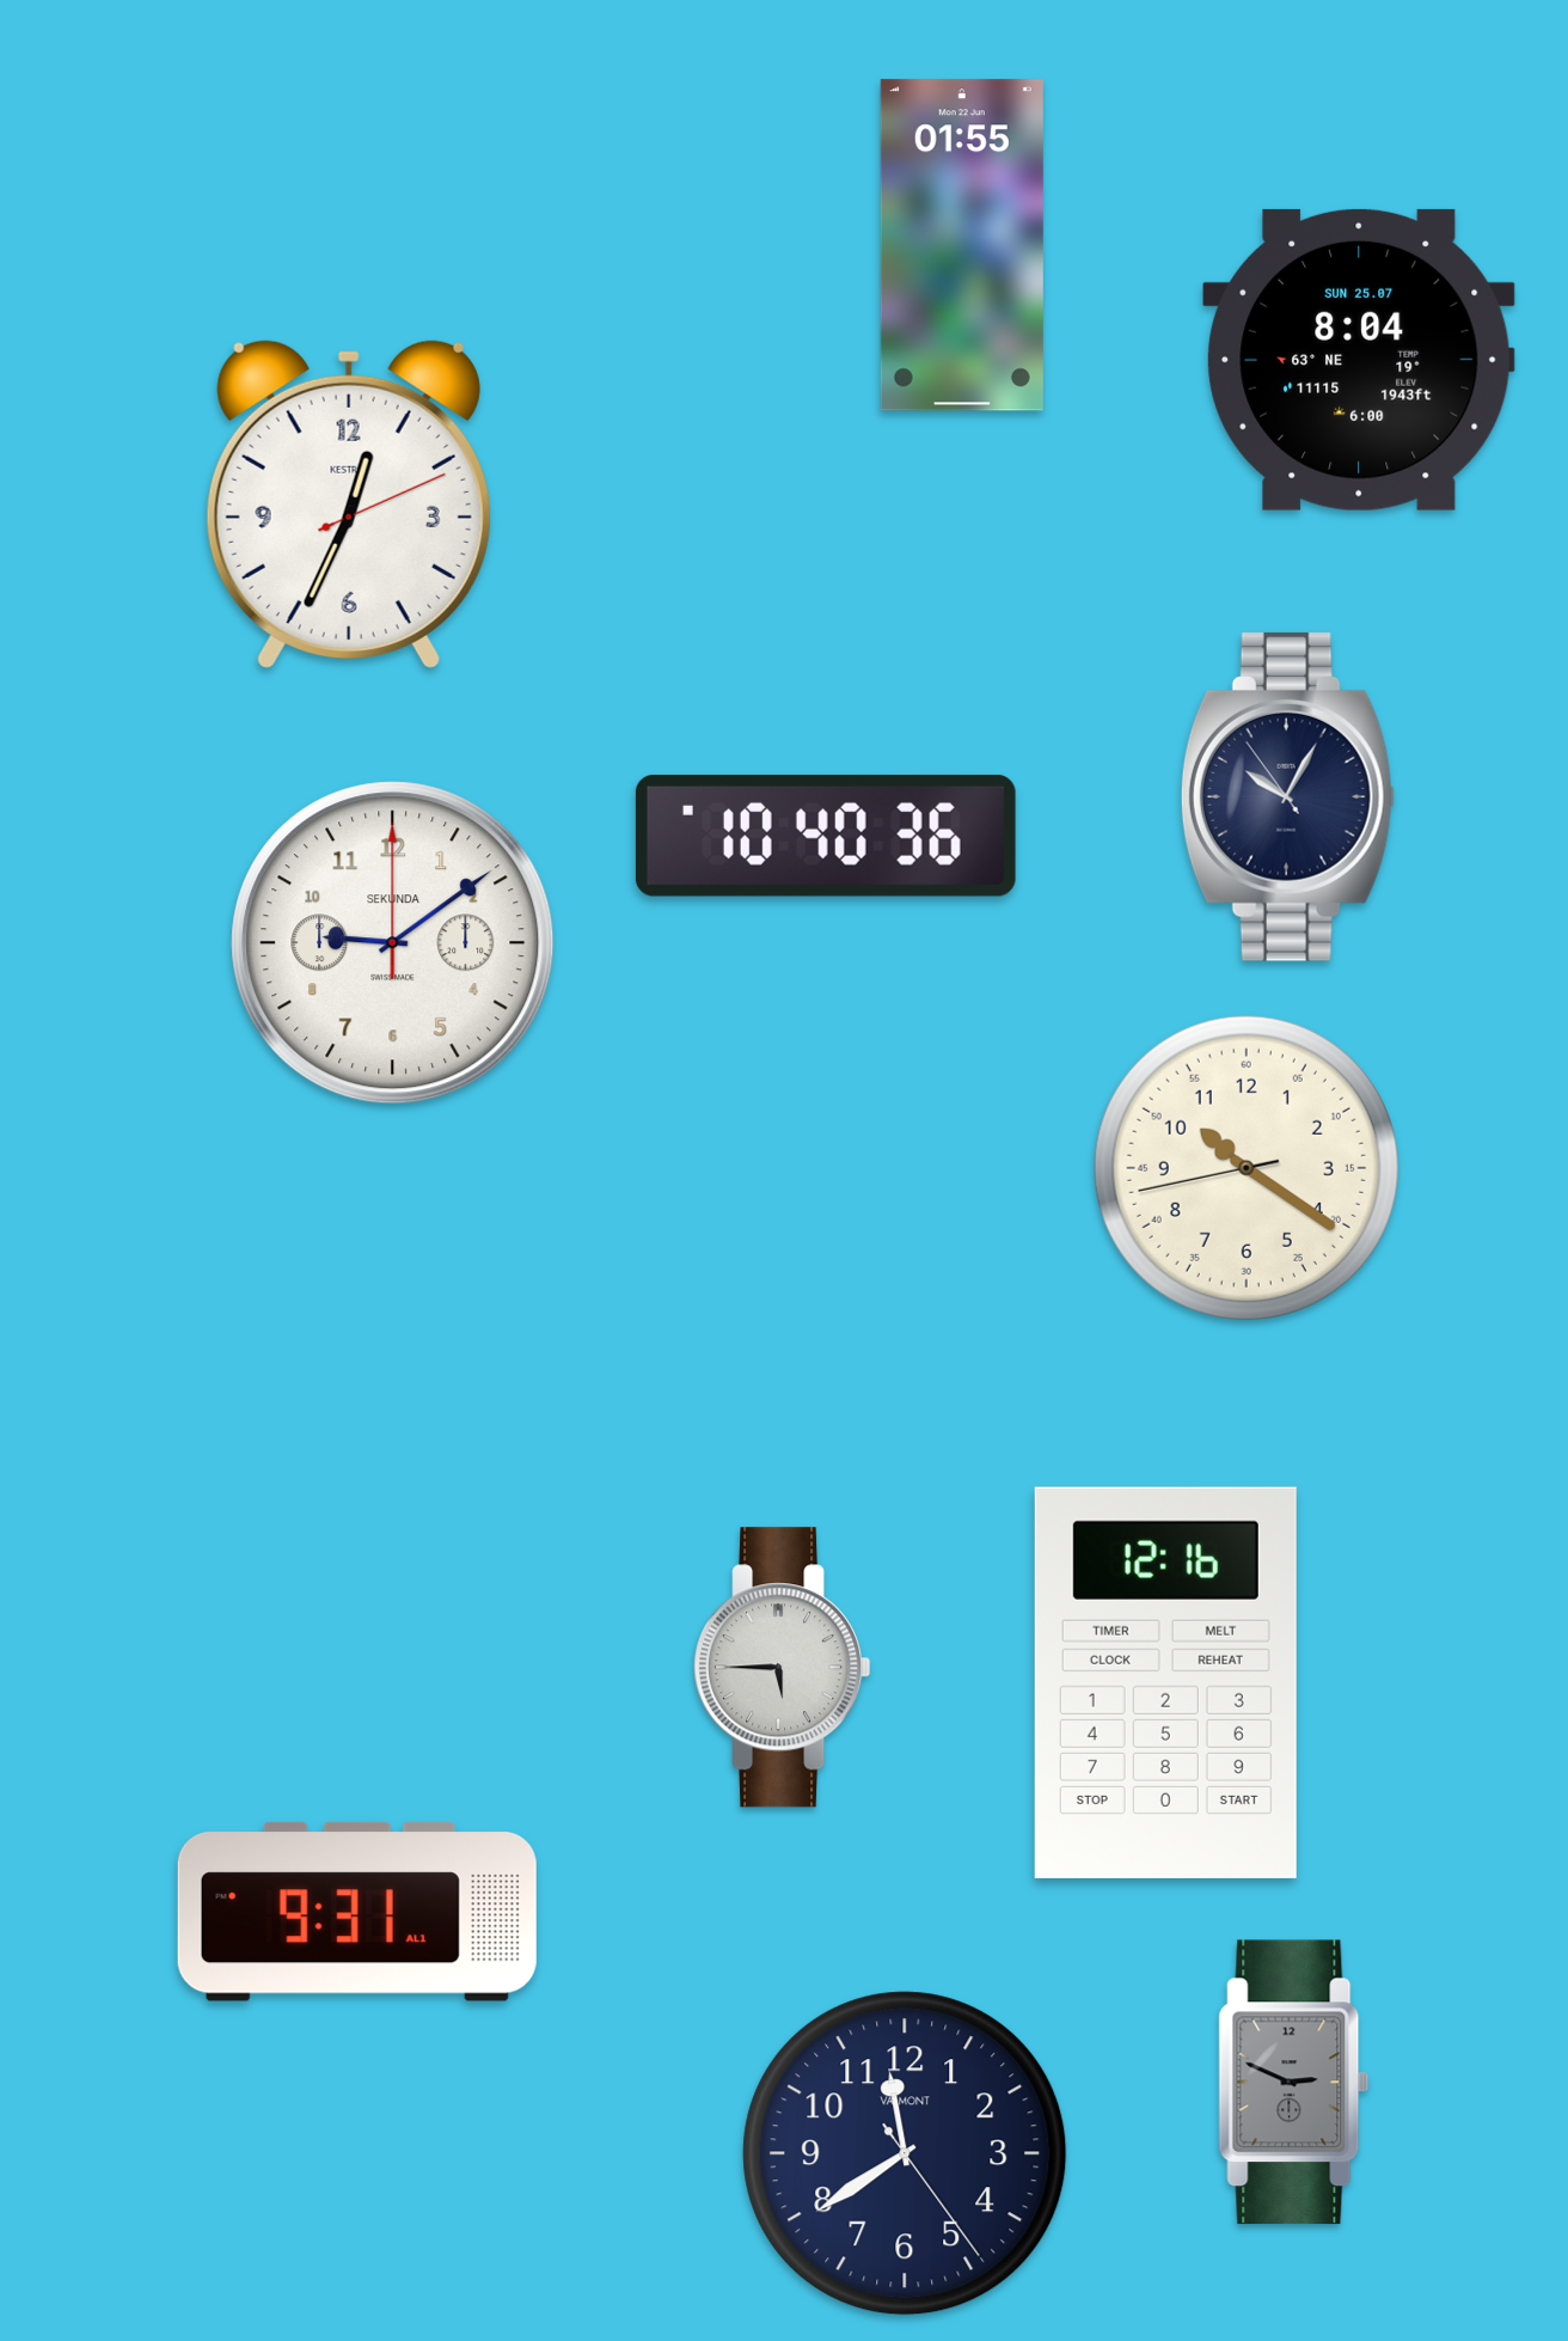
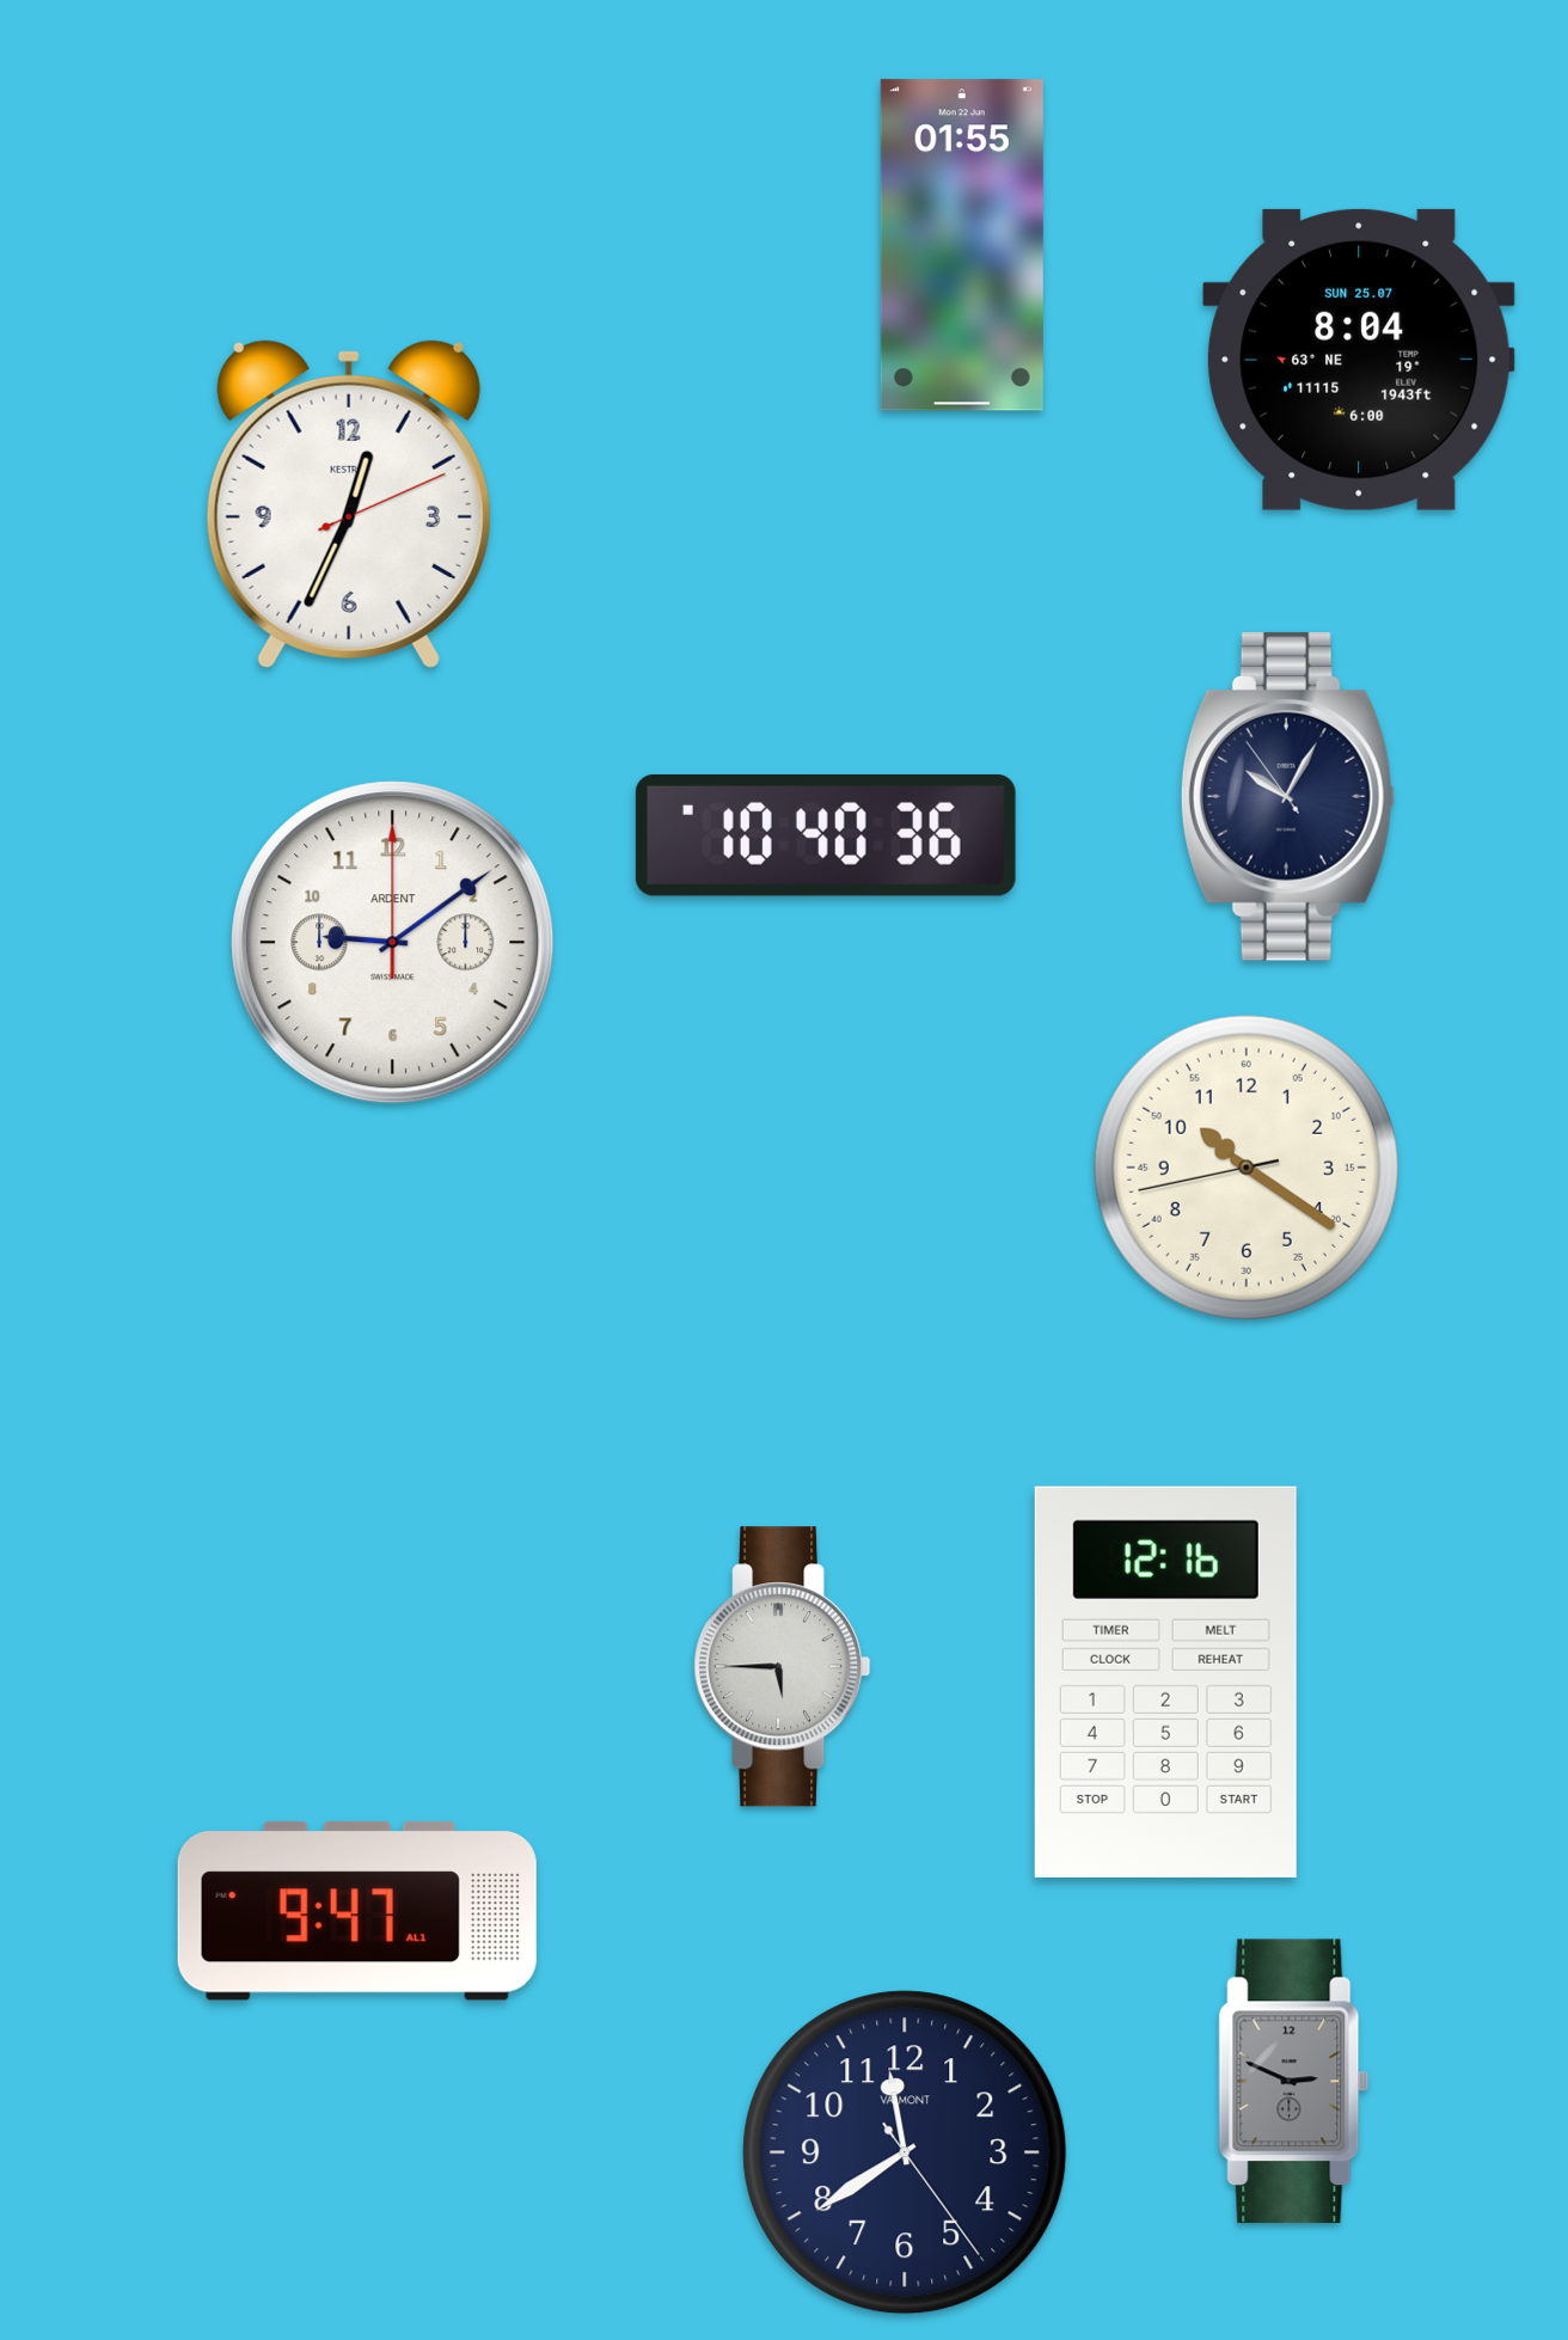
clock at (393, 943) brand: SEKUNDA -> ARDENT
clock at (357, 1912): 9:31 -> 9:47
